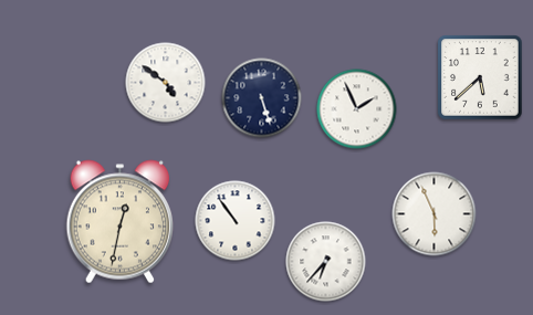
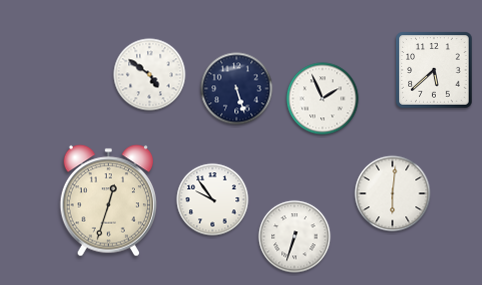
clock at (435, 214): 5:56 -> 6:01
clock at (236, 221): 10:54 -> 9:54
clock at (121, 222): 12:32 -> 12:33
clock at (326, 262): 6:37 -> 6:33
